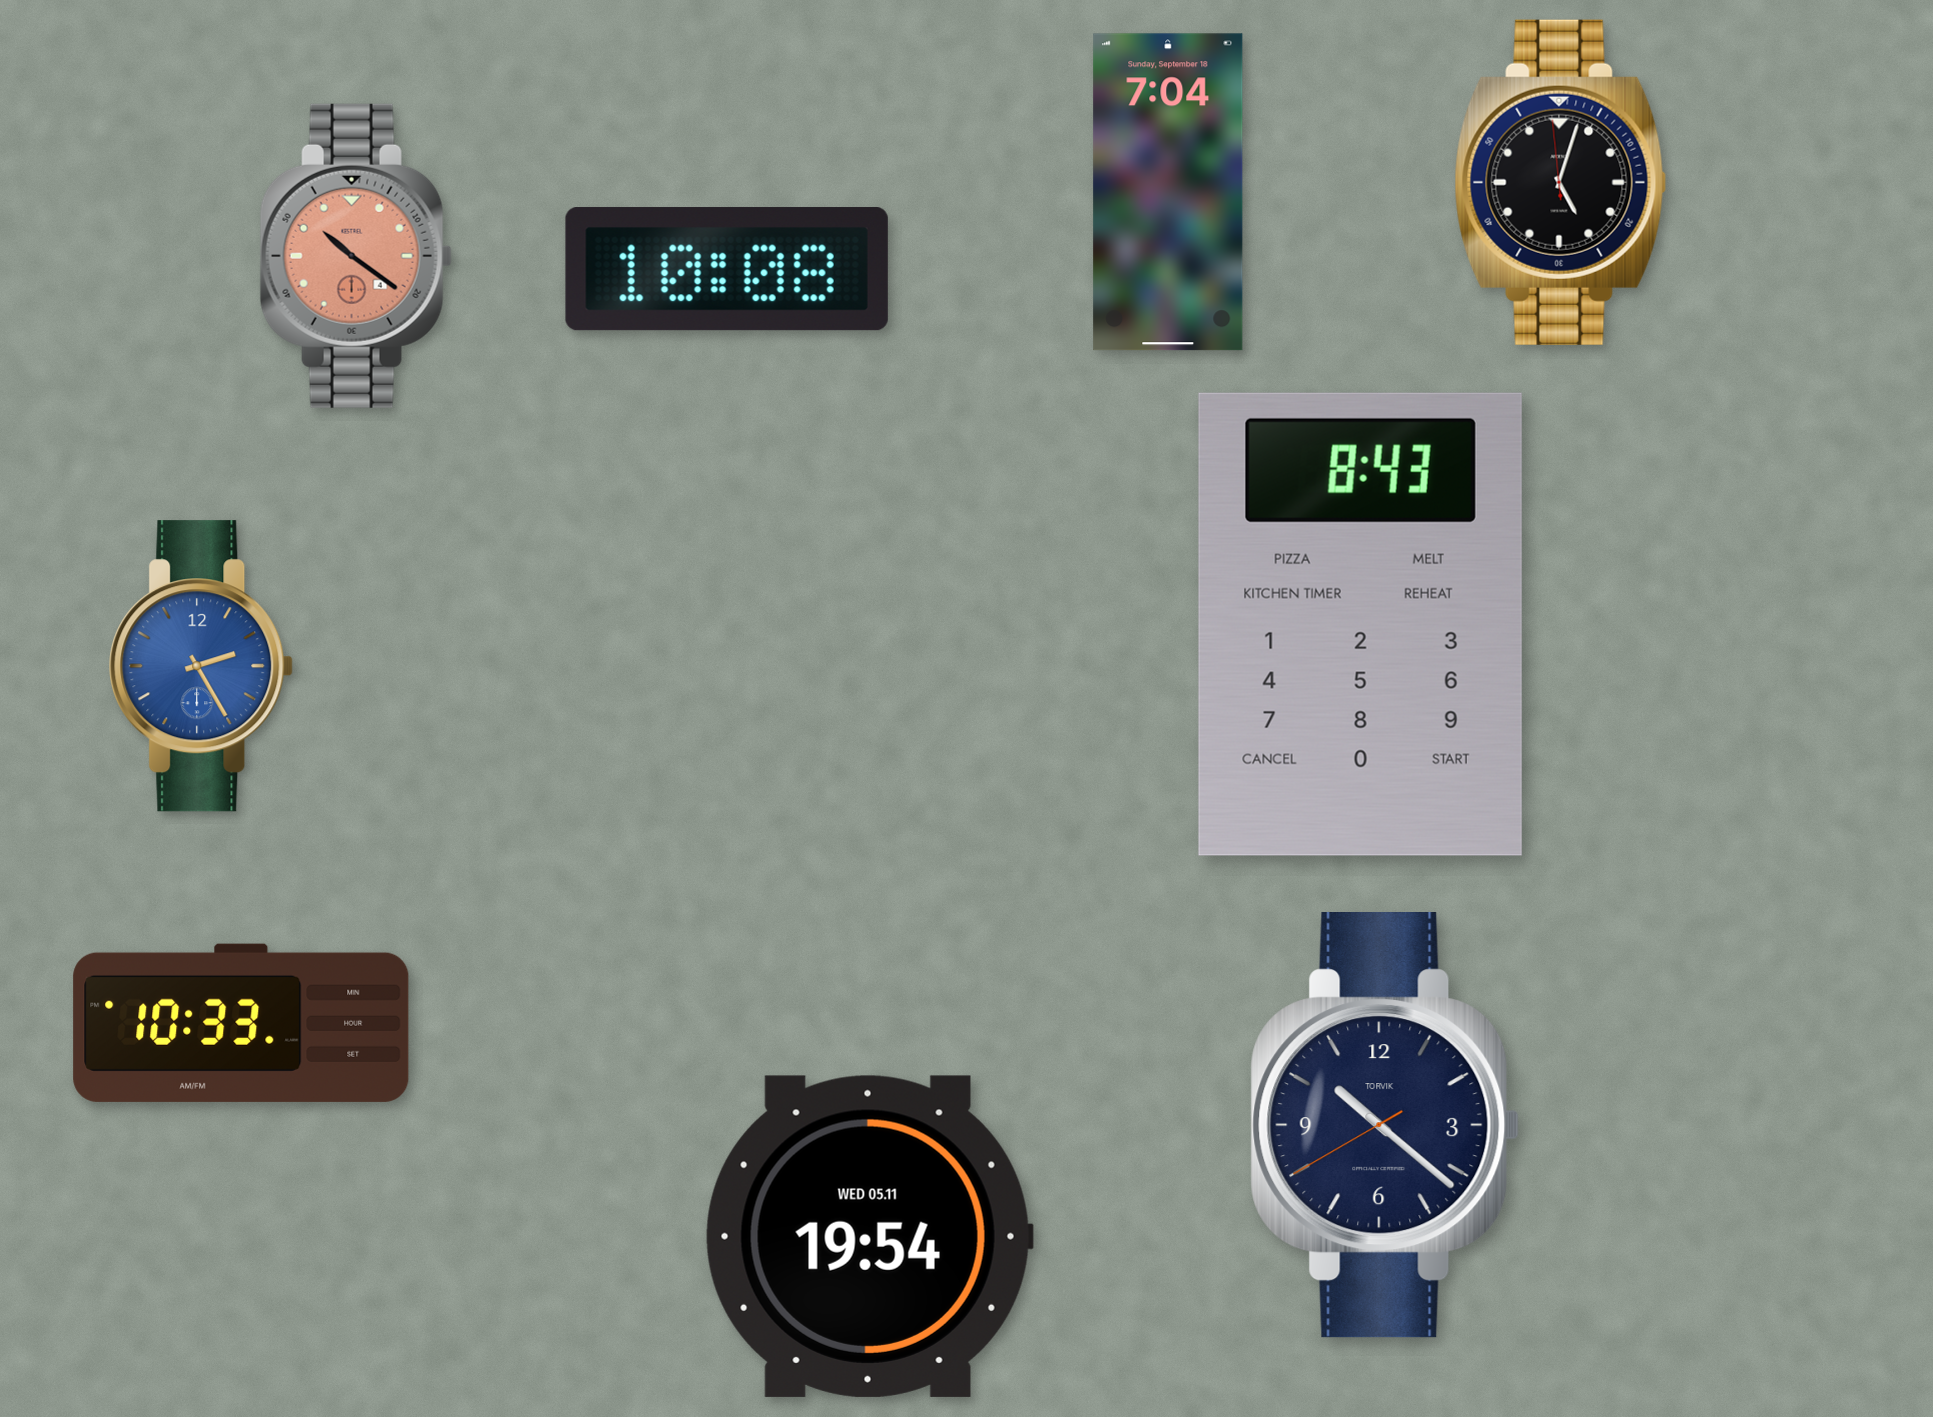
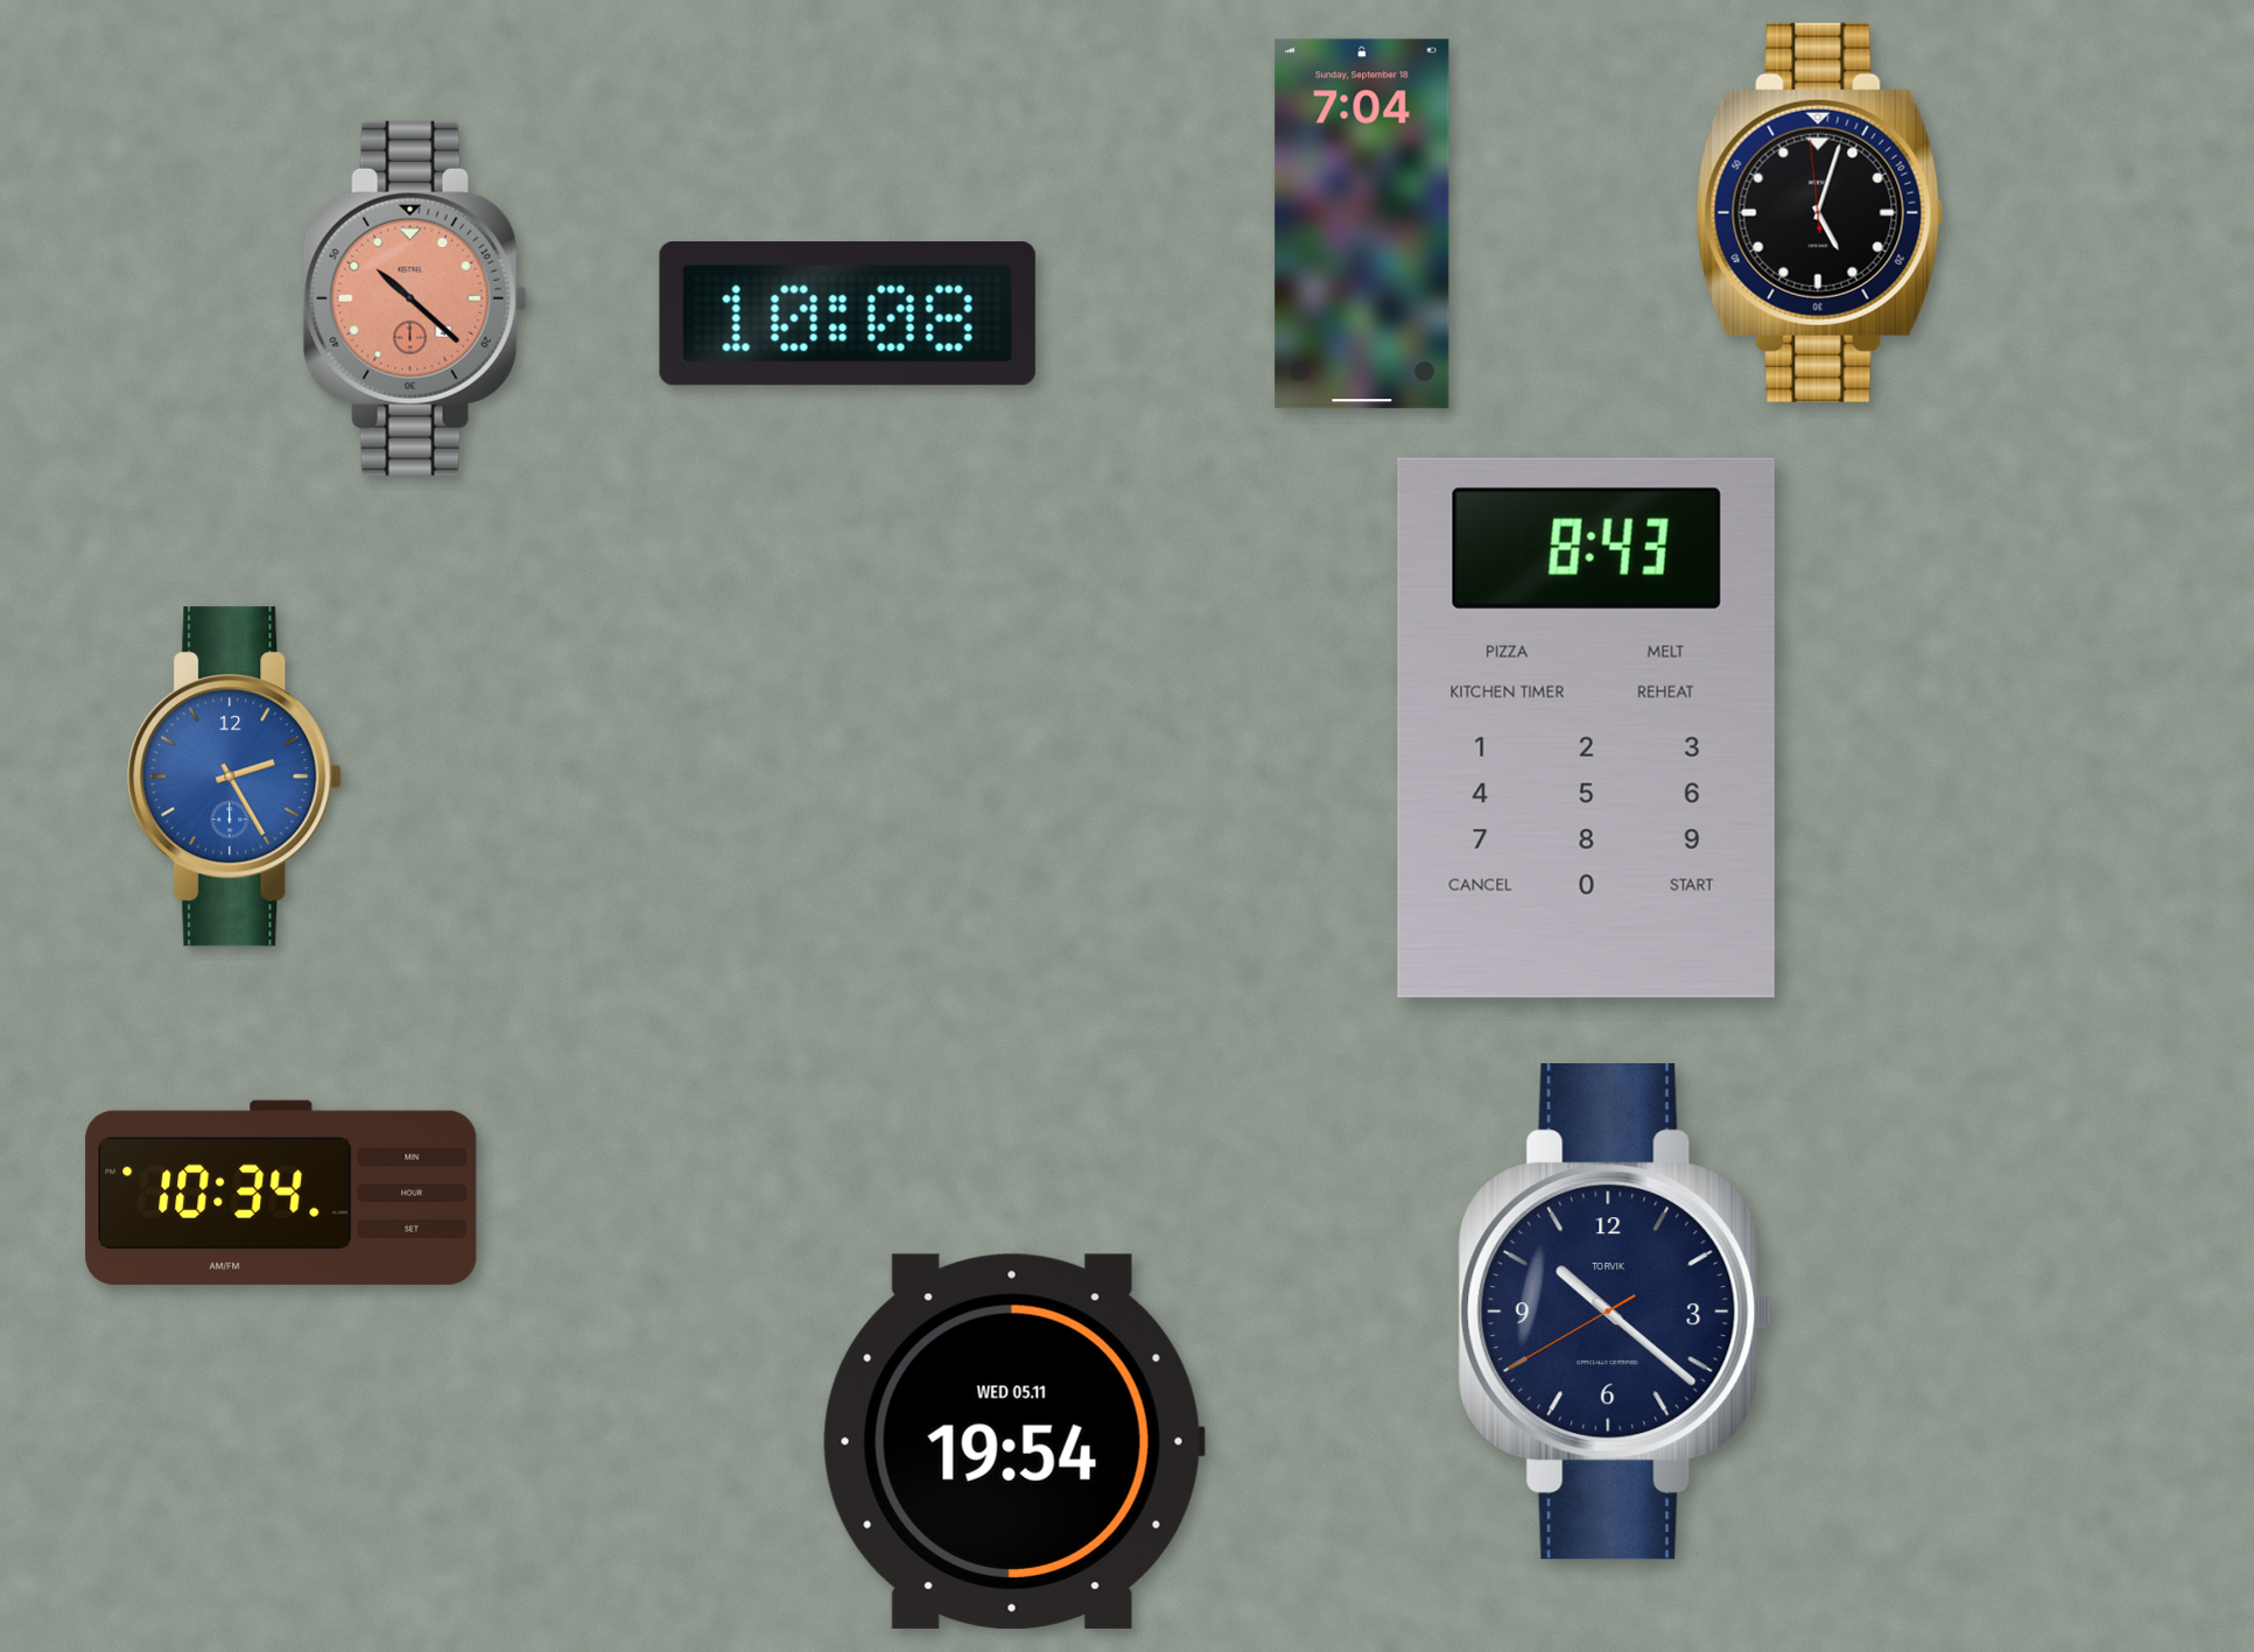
clock at (356, 256): 10:21 -> 10:22
clock at (241, 1023): 10:33 -> 10:34
